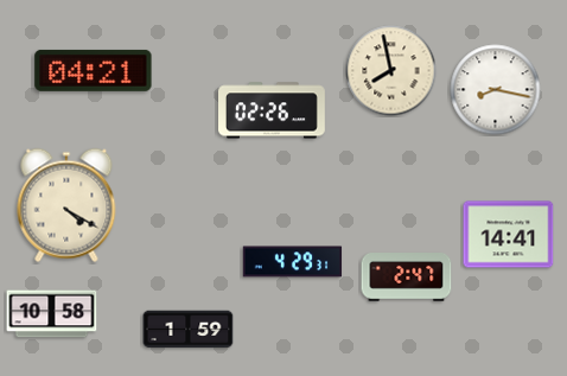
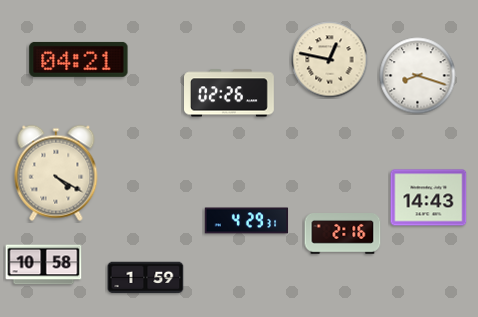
clock at (391, 71): 7:58 -> 12:47
clock at (496, 90): 8:17 -> 8:18
clock at (509, 235): 14:41 -> 14:43
clock at (407, 278): 2:47 -> 2:16
clock at (189, 330) position: (189, 330) -> (146, 278)
